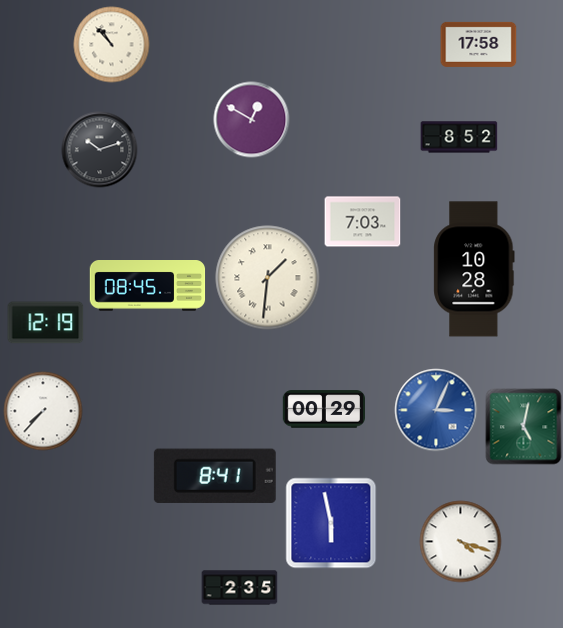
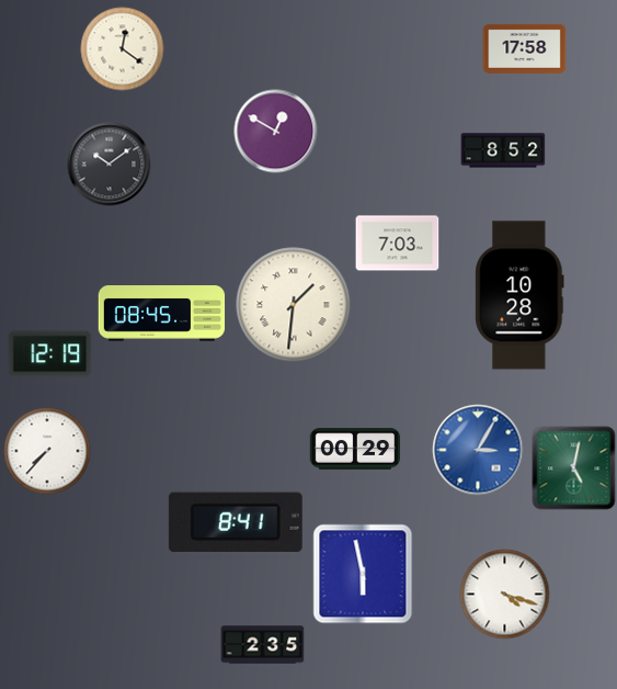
clock at (112, 45): 10:53 -> 12:21
clock at (100, 150): 10:12 -> 10:09
clock at (436, 410): 3:04 -> 3:05
